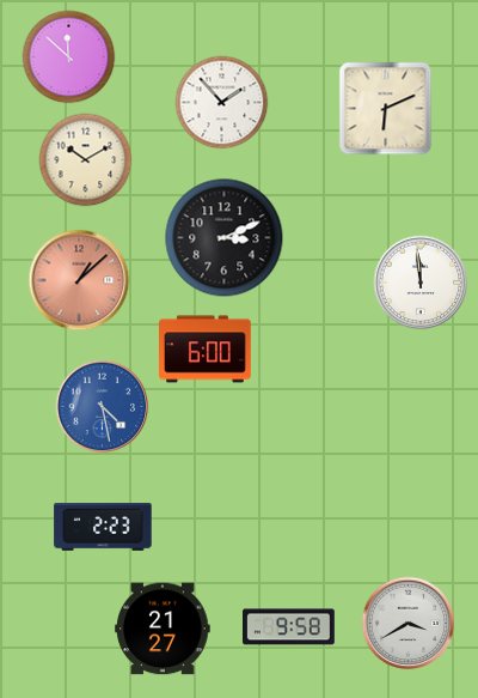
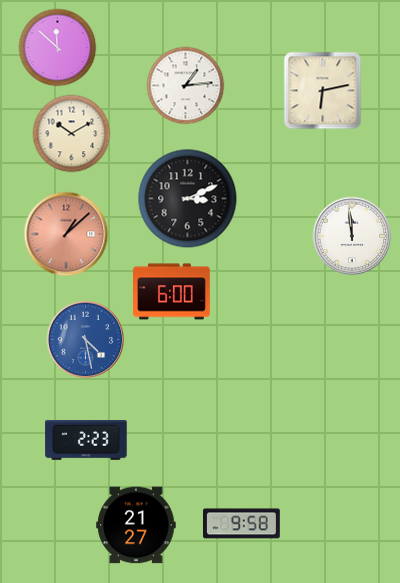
clock at (221, 102): 1:53 -> 1:14
clock at (385, 108): 6:11 -> 6:13
clock at (407, 623): 3:40 -> none
